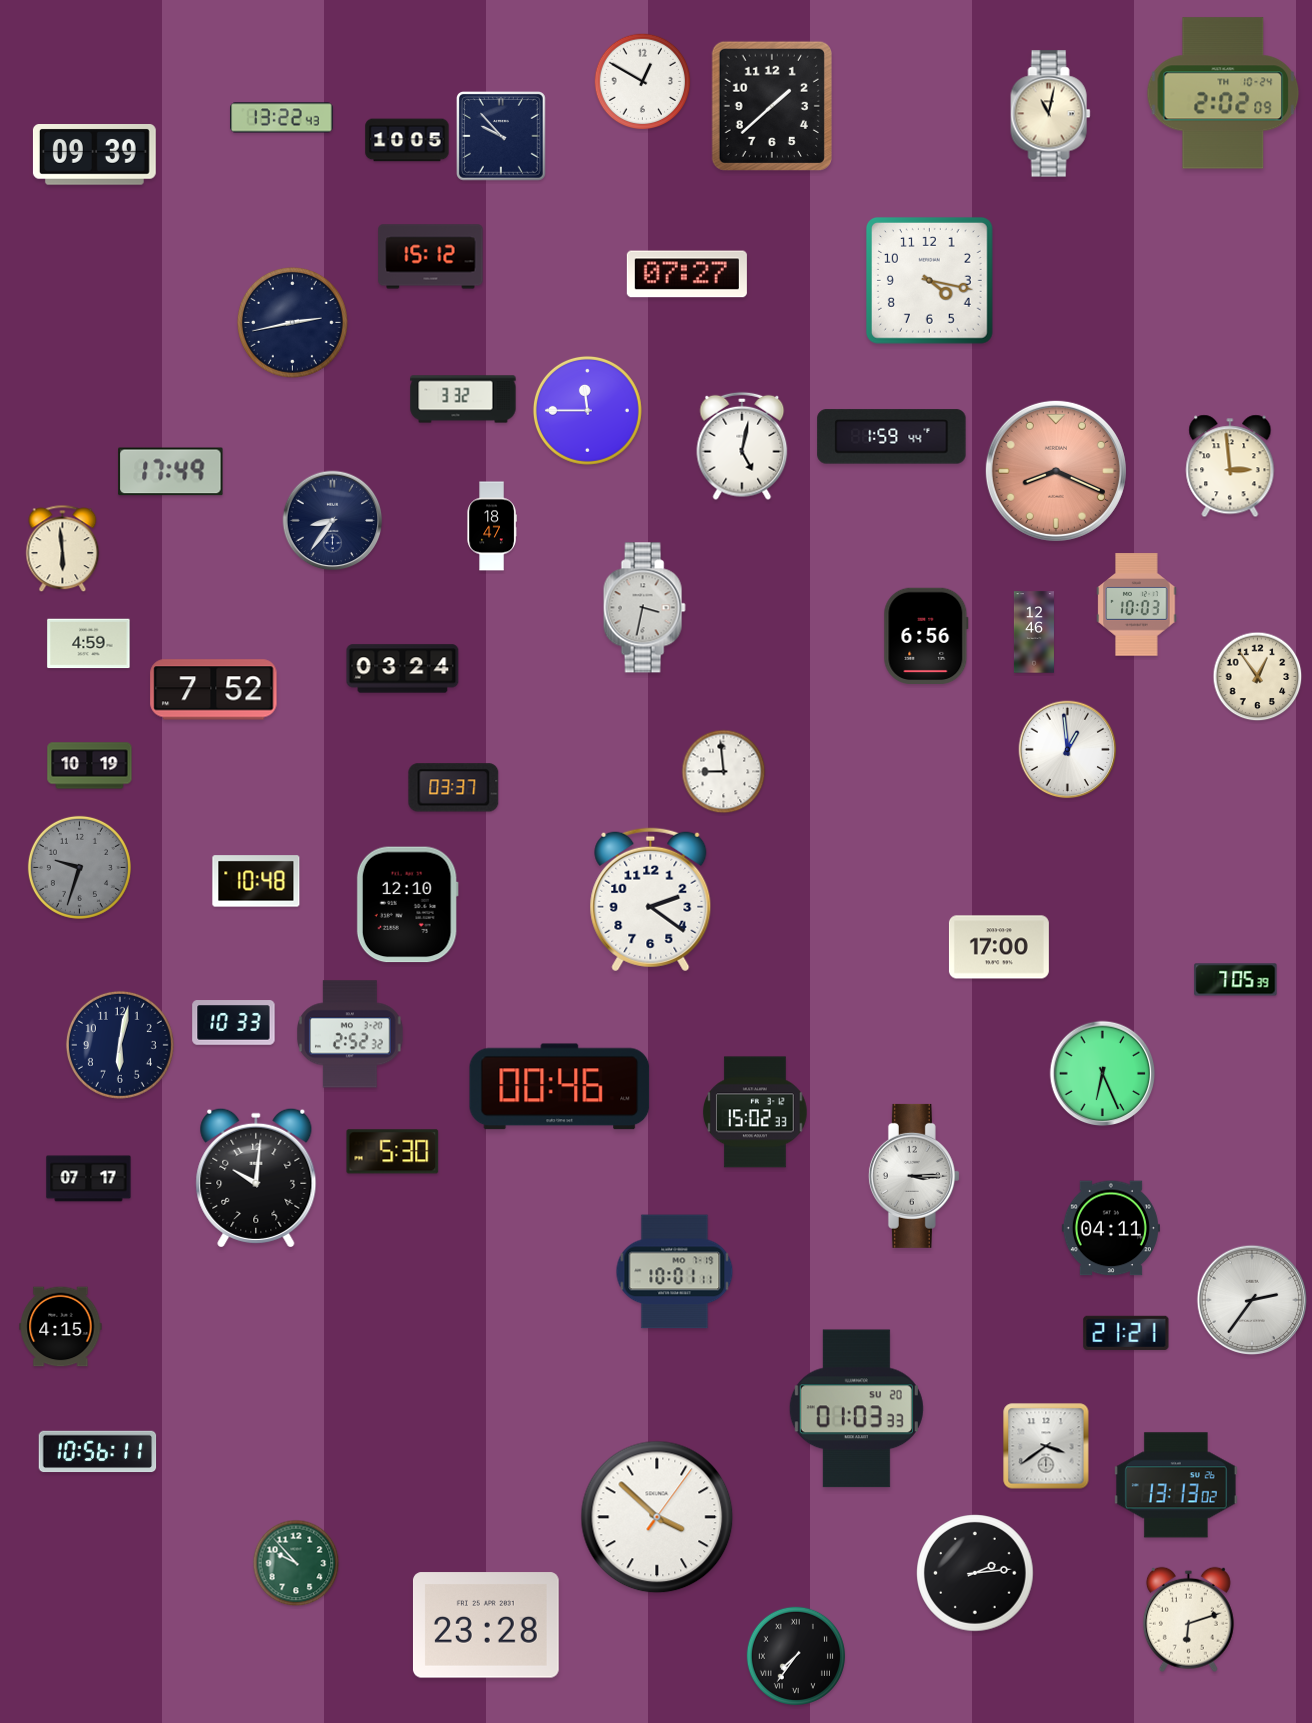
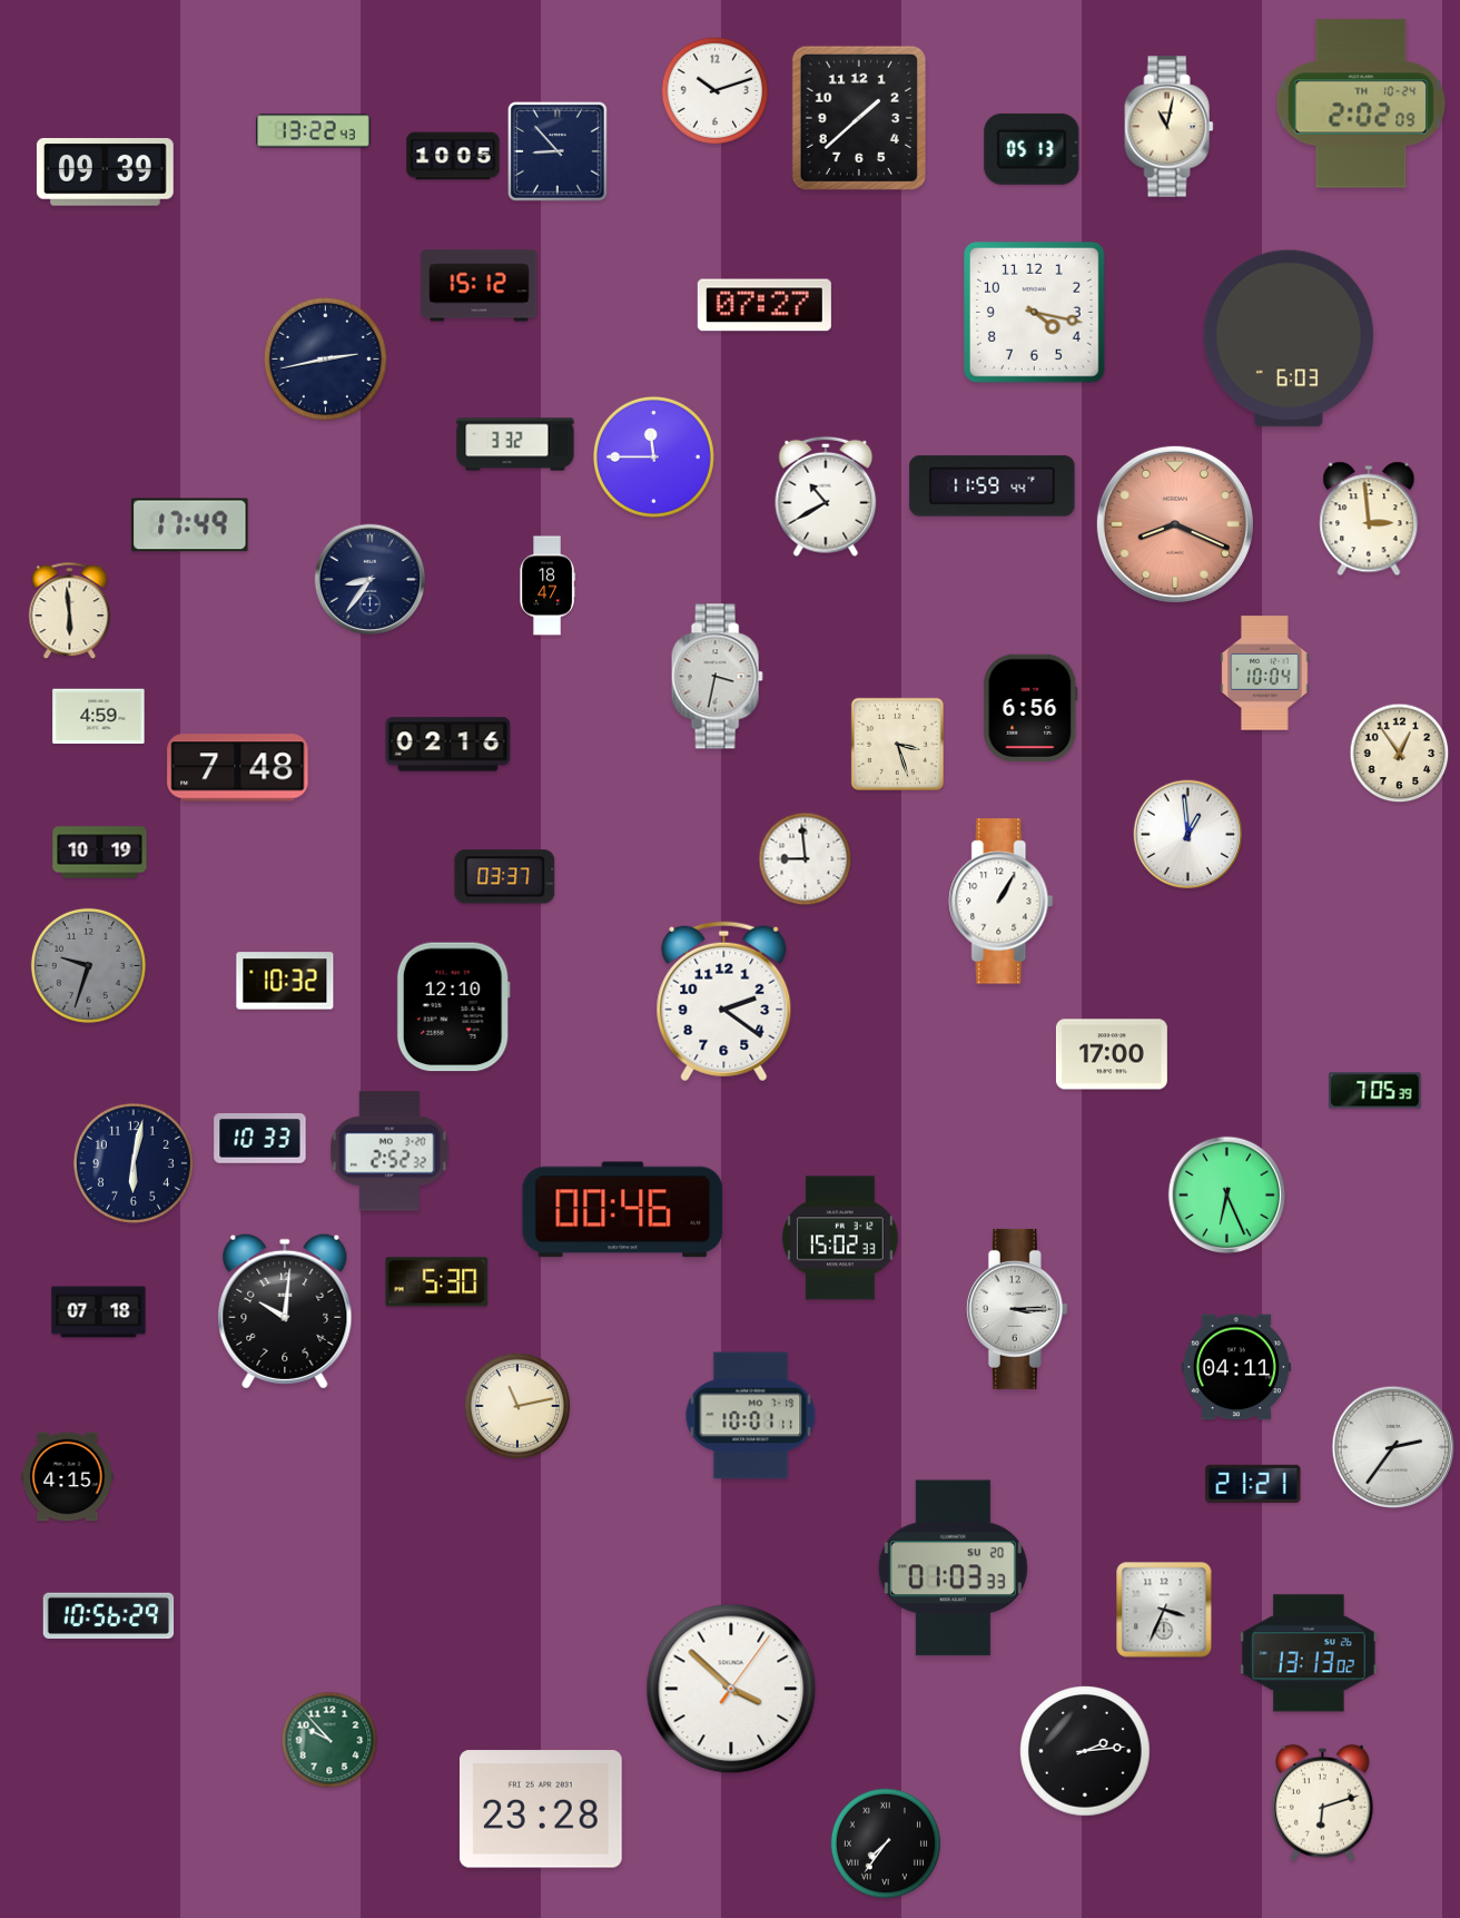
clock at (643, 82): 12:50 -> 10:12
clock at (1032, 149): none -> 05:13
clock at (502, 137): 9:53 -> 8:53
clock at (1288, 338): none -> 6:03
clock at (892, 437): 1:59 -> 11:59
clock at (742, 446): 5:02 -> 10:40
clock at (1137, 605): 10:03 -> 10:04
clock at (1034, 632): 12:46 -> none
clock at (897, 744): none -> 3:27
clock at (403, 669): 03:24 -> 02:16
clock at (214, 690): 7:52 -> 7:48
clock at (1002, 902): none -> 1:05
clock at (256, 881): 10:48 -> 10:32
clock at (89, 1179): 07:17 -> 07:18
clock at (517, 1406): none -> 11:13
clock at (1046, 1446): 3:39 -> 3:34
clock at (98, 1452): 10:56:11 -> 10:56:29
